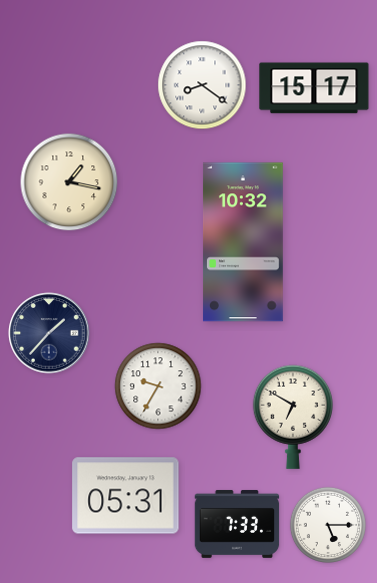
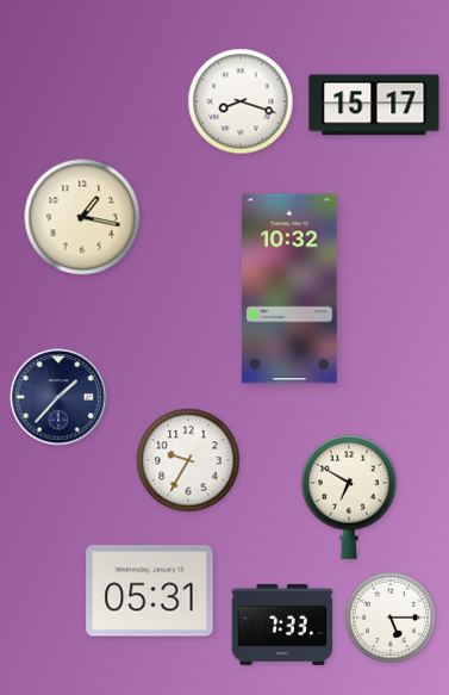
clock at (202, 85): 8:21 -> 8:18
clock at (328, 525) position: (328, 525) -> (391, 618)
